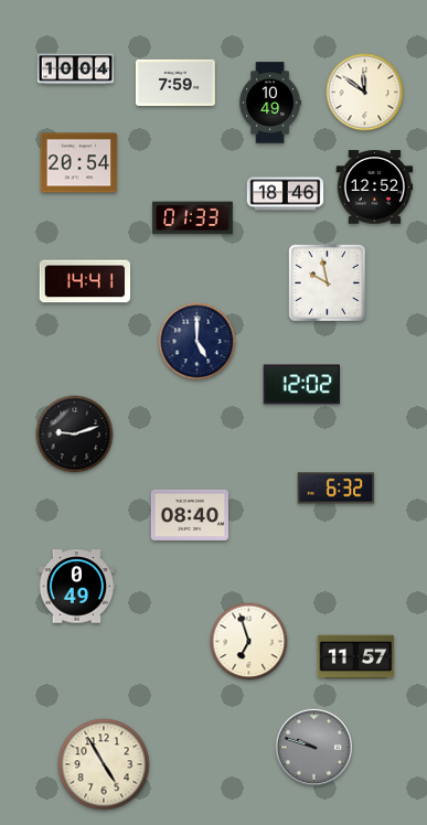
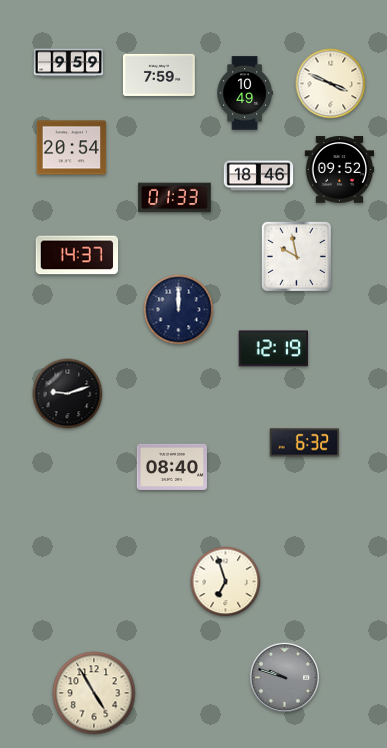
clock at (76, 69): 10:04 -> 9:59
clock at (365, 93): 11:51 -> 3:49
clock at (375, 187): 12:52 -> 09:52
clock at (85, 281): 14:41 -> 14:37
clock at (198, 342): 5:00 -> 12:00
clock at (301, 385): 12:02 -> 12:19
clock at (77, 587): 0:49 -> none
clock at (356, 657): 11:57 -> none
